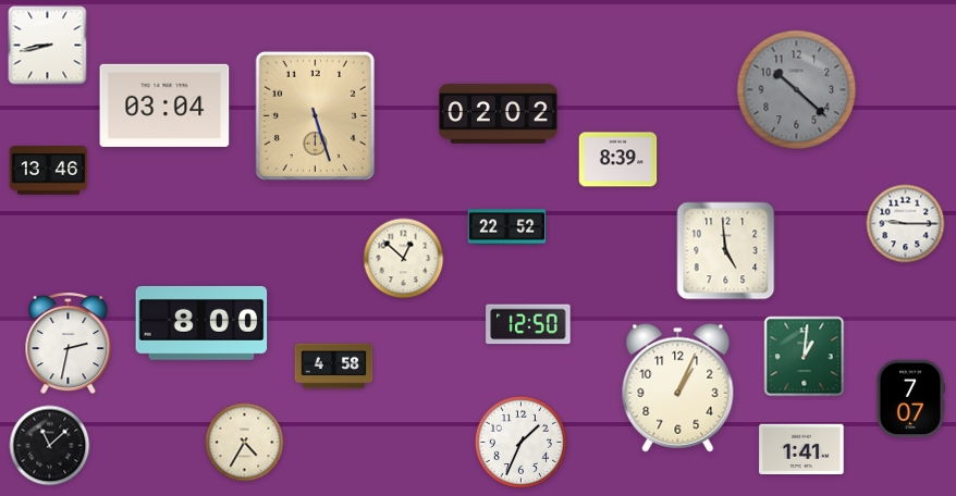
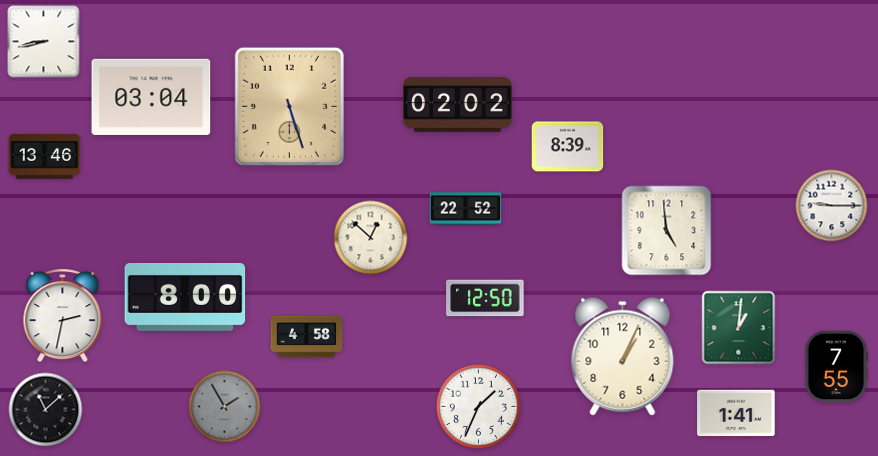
clock at (797, 90): 10:22 -> none
clock at (910, 399): 7:07 -> 7:55
clock at (245, 443): 4:35 -> 1:55
clock at (245, 443) dial: cream -> grey
